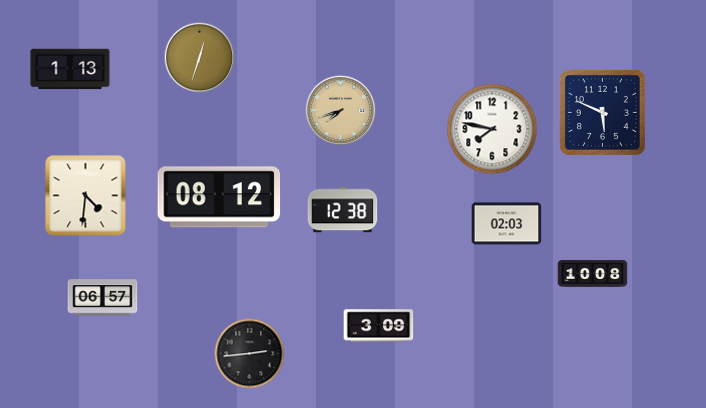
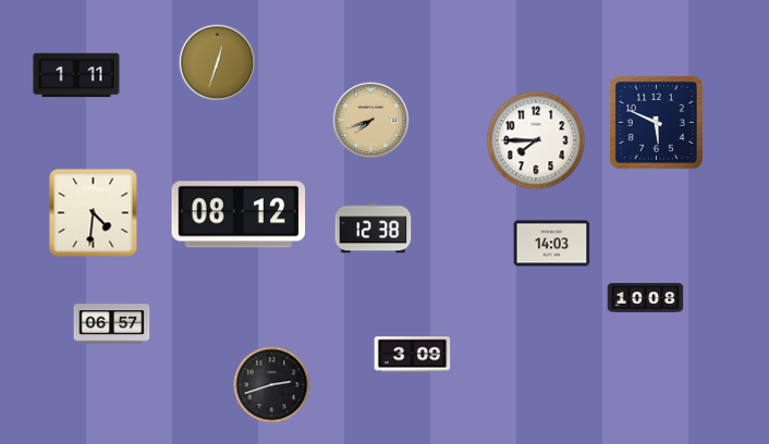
clock at (70, 69): 1:13 -> 1:11
clock at (492, 129): 7:47 -> 7:45
clock at (507, 224): 02:03 -> 14:03
clock at (250, 354): 2:44 -> 2:42
